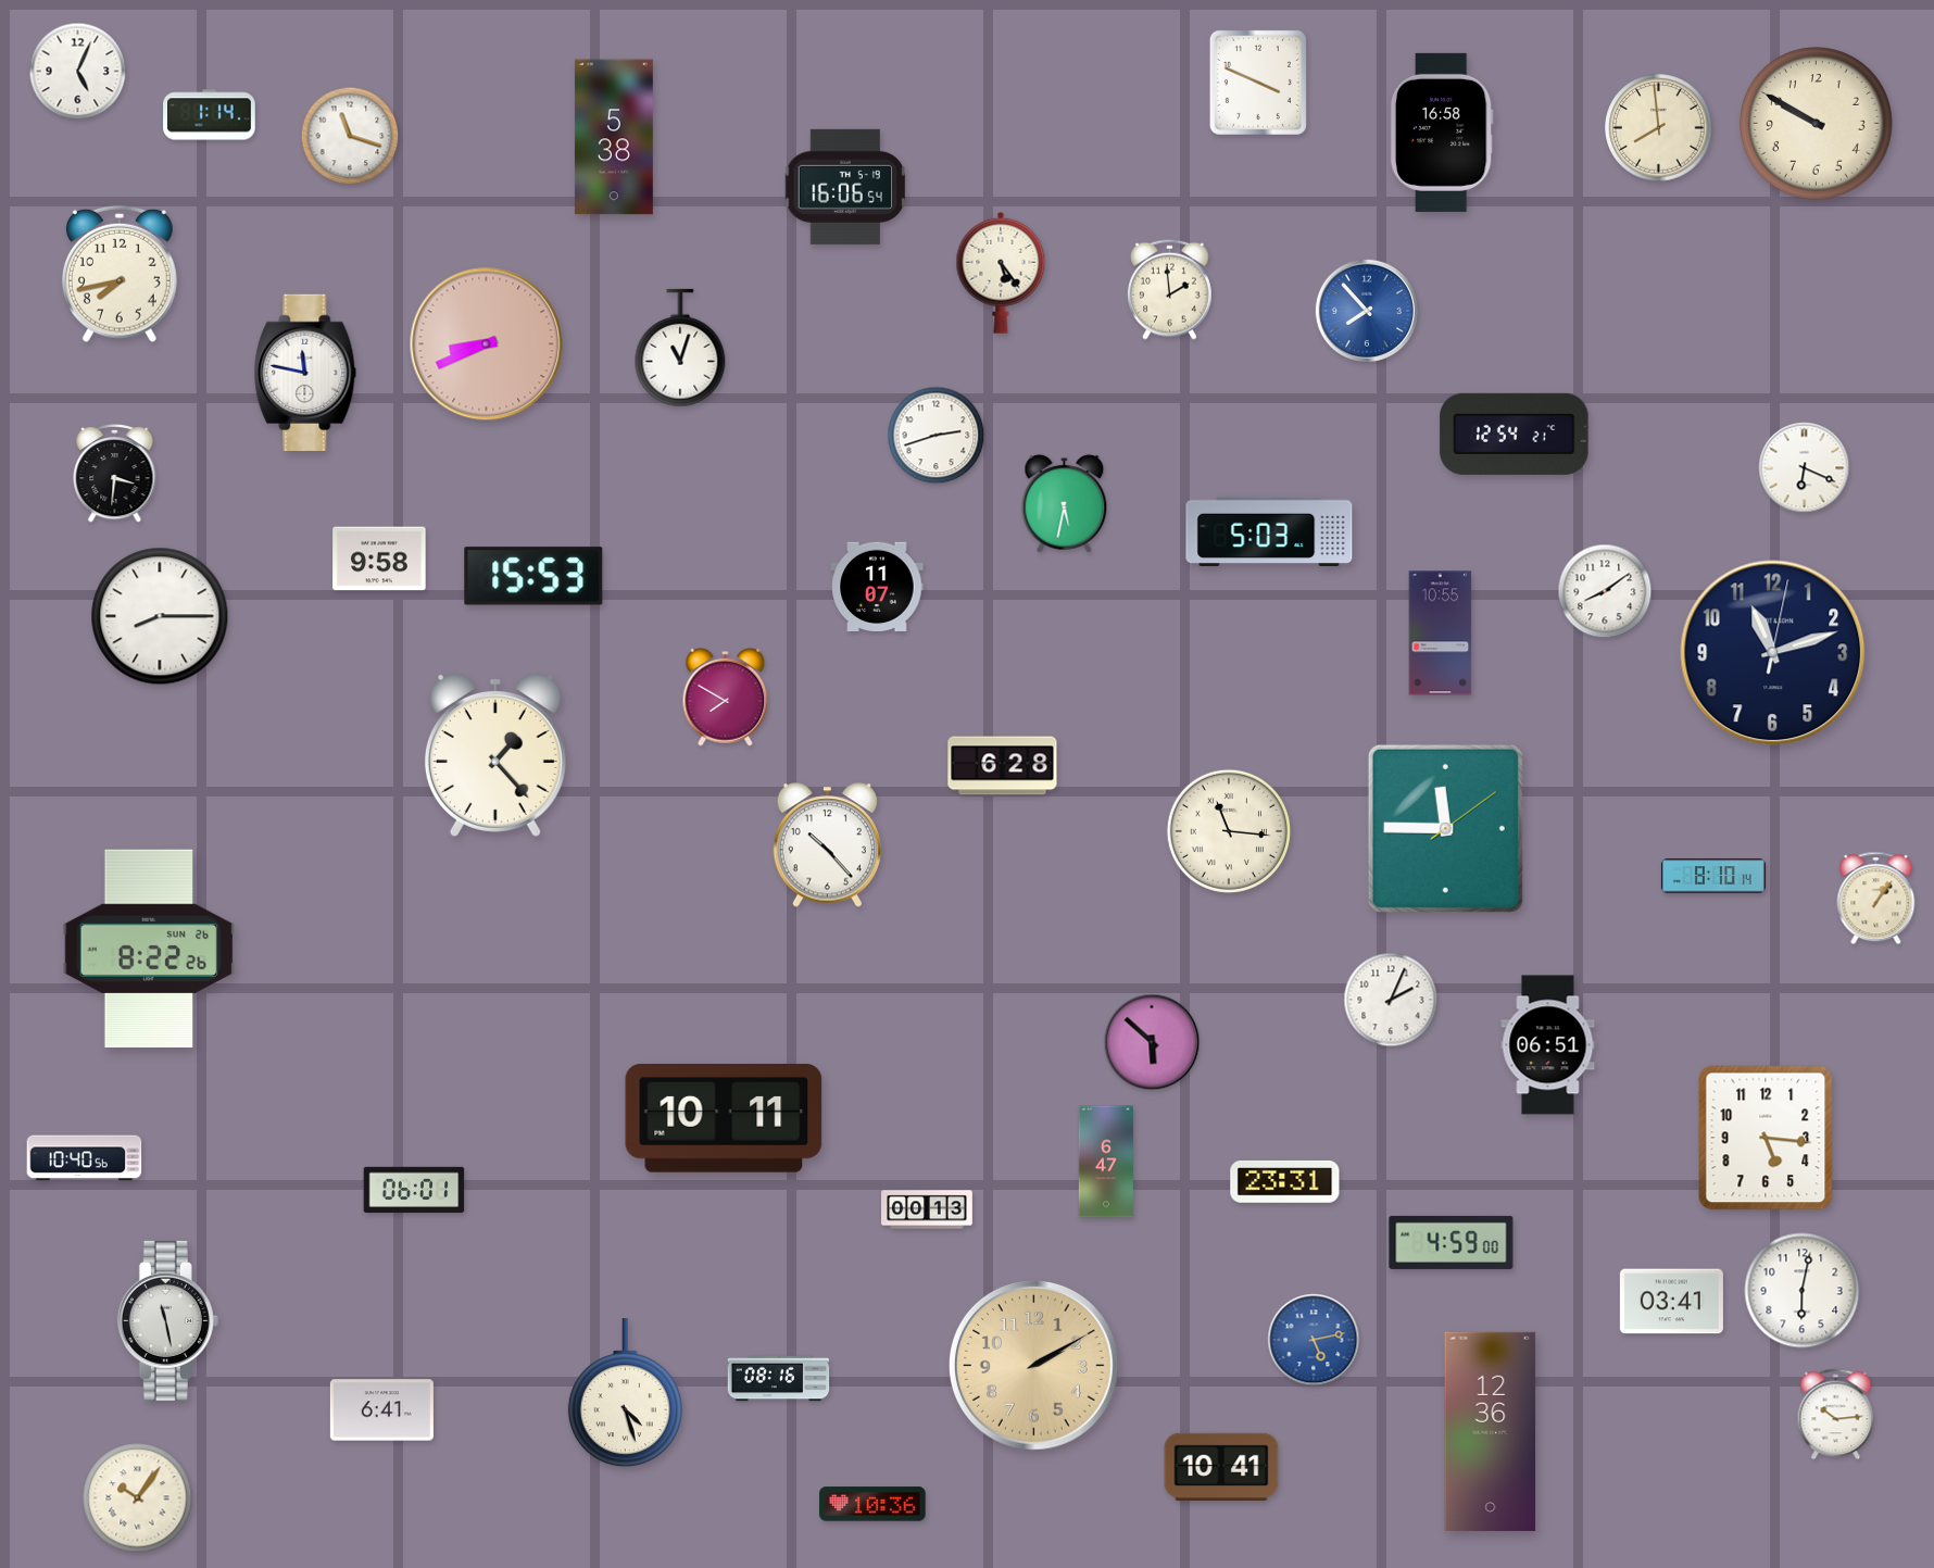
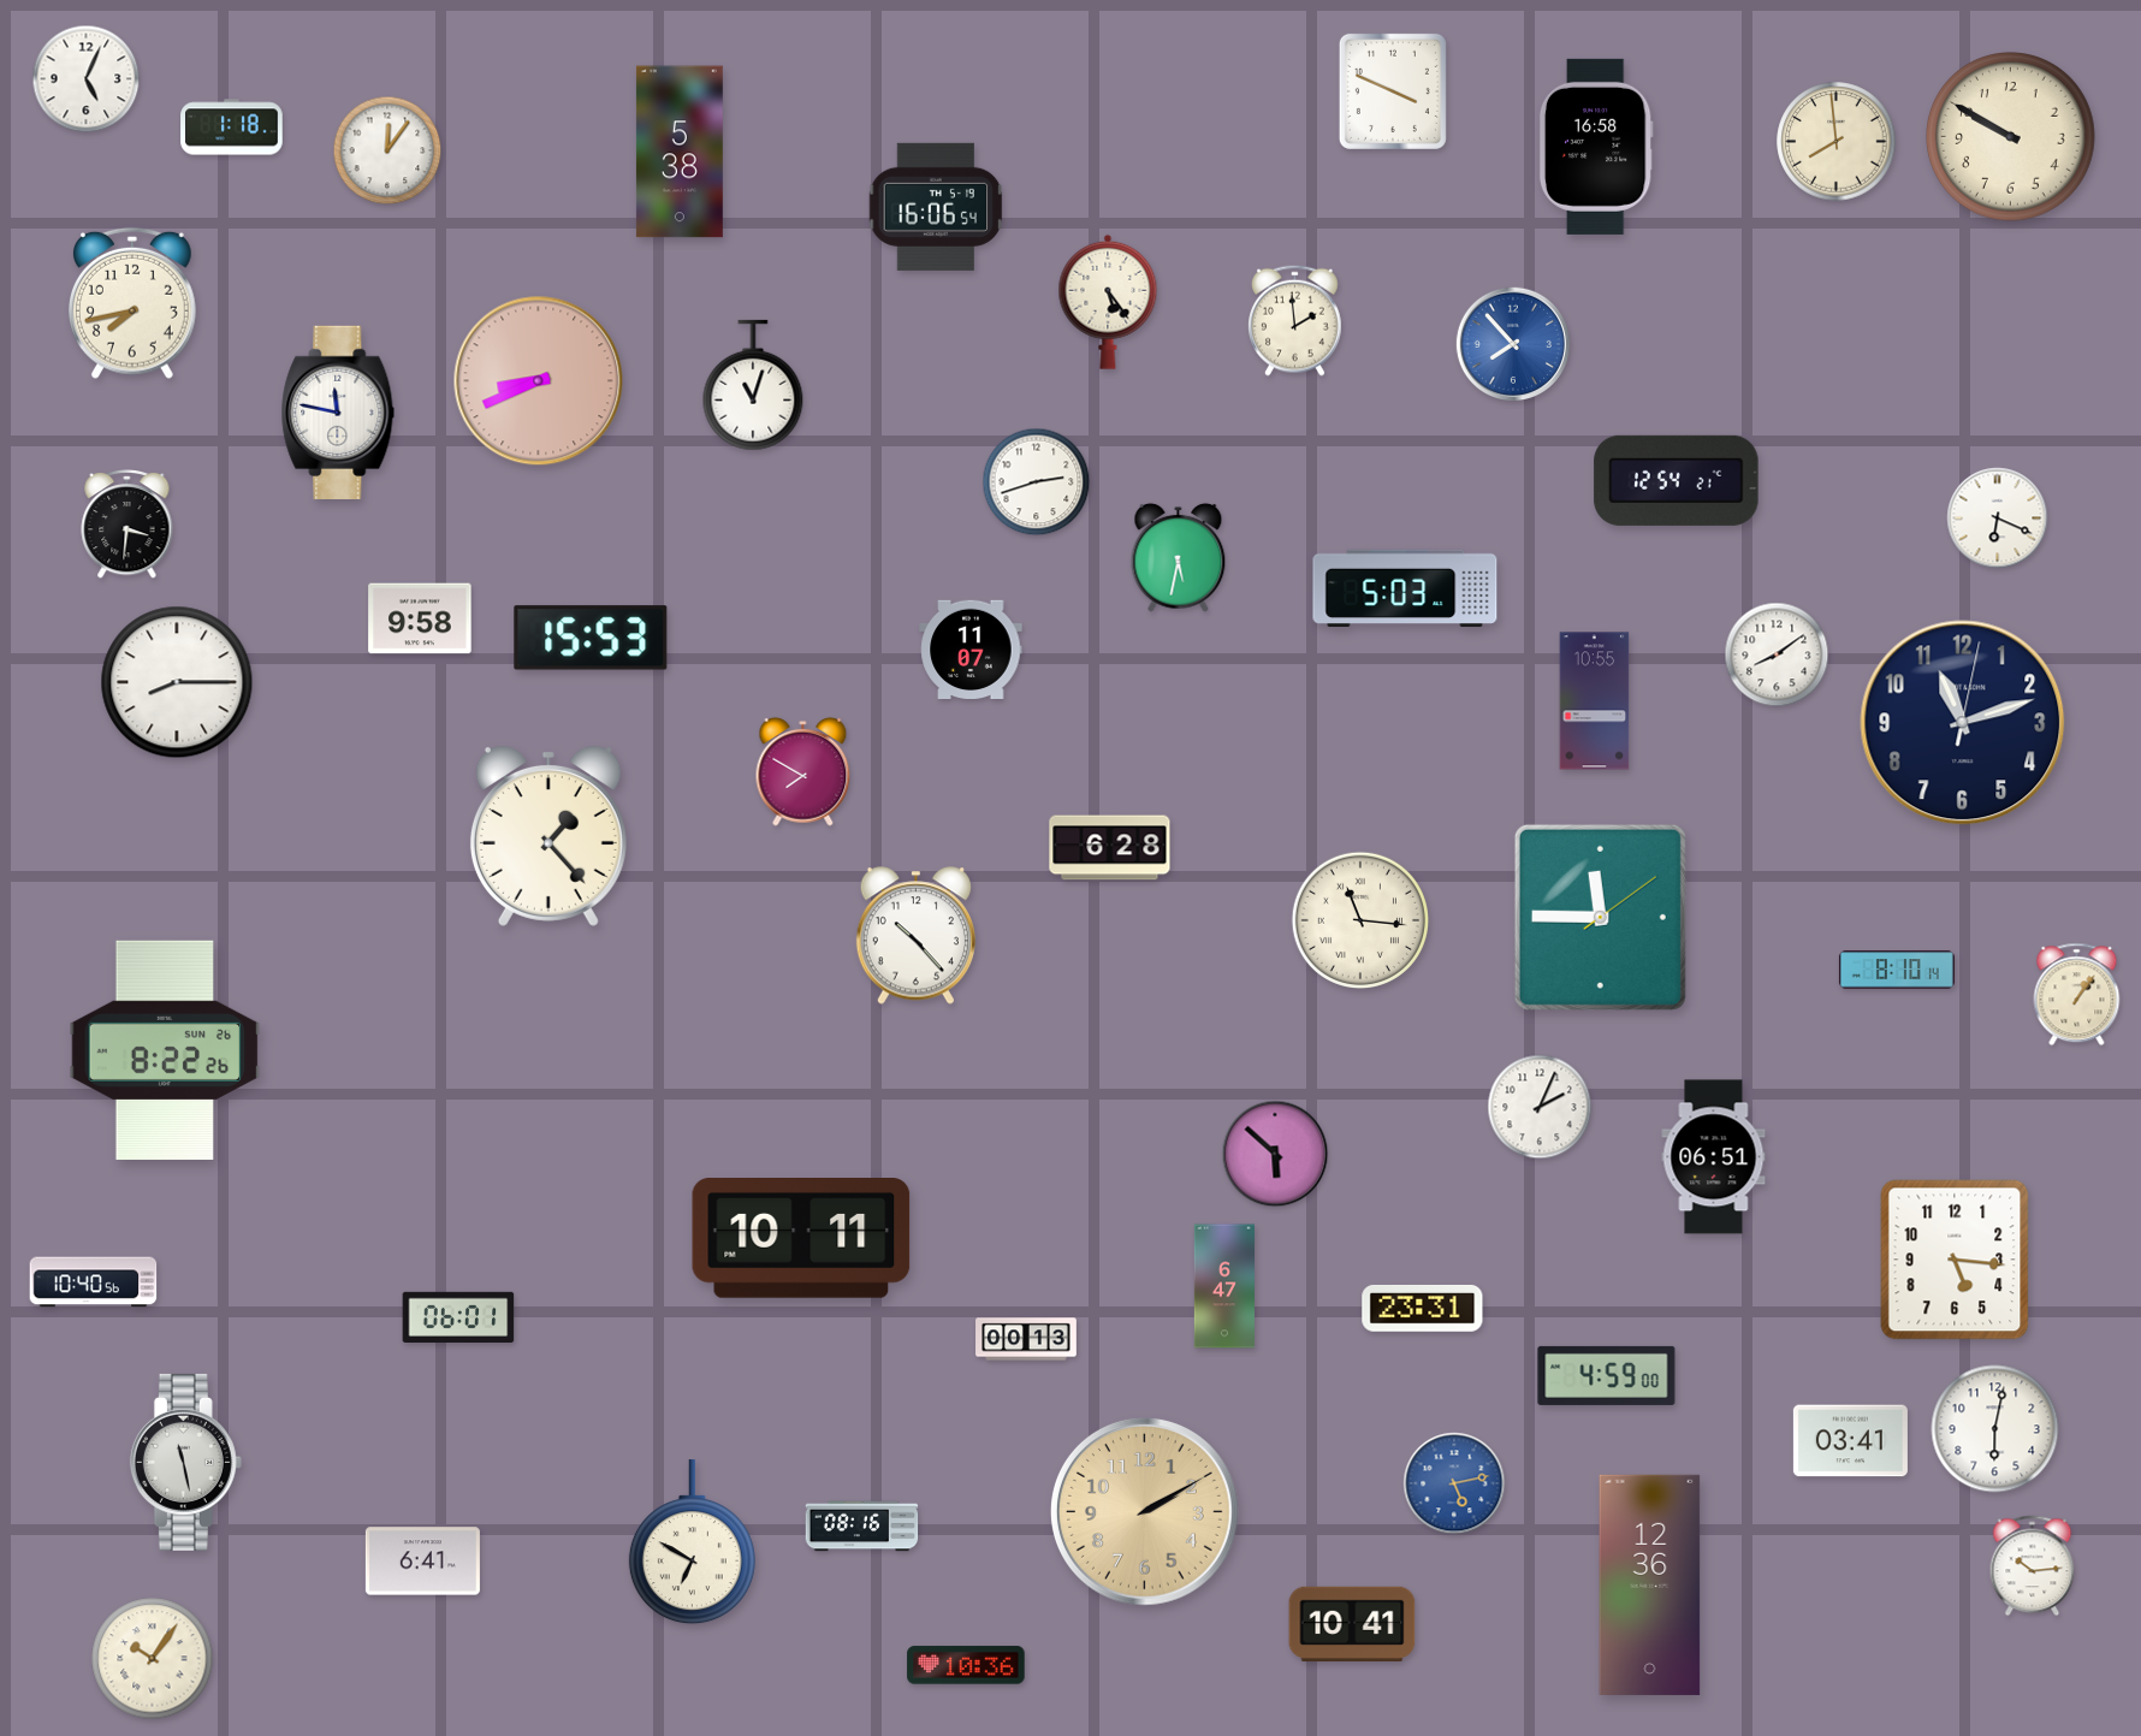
clock at (210, 115): 1:14 -> 1:18
clock at (350, 136): 11:18 -> 12:06
clock at (625, 1393): 4:27 -> 6:50
